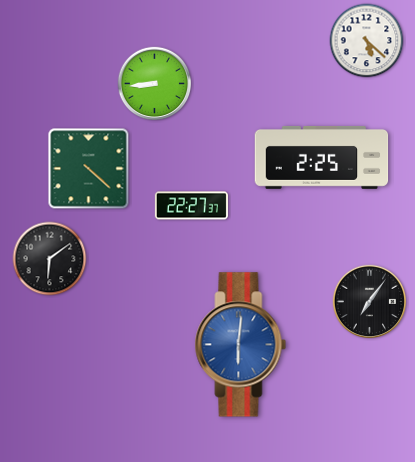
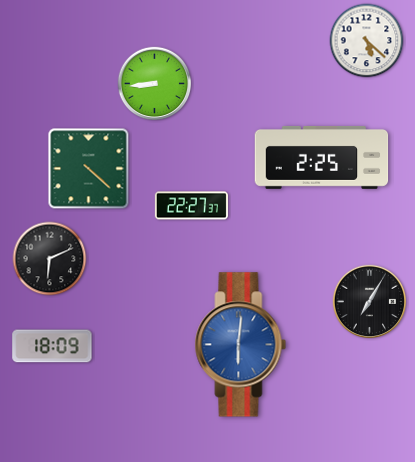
clock at (50, 259): 6:09 -> 6:11
clock at (370, 302): 7:06 -> 7:05
clock at (52, 346): none -> 18:09
